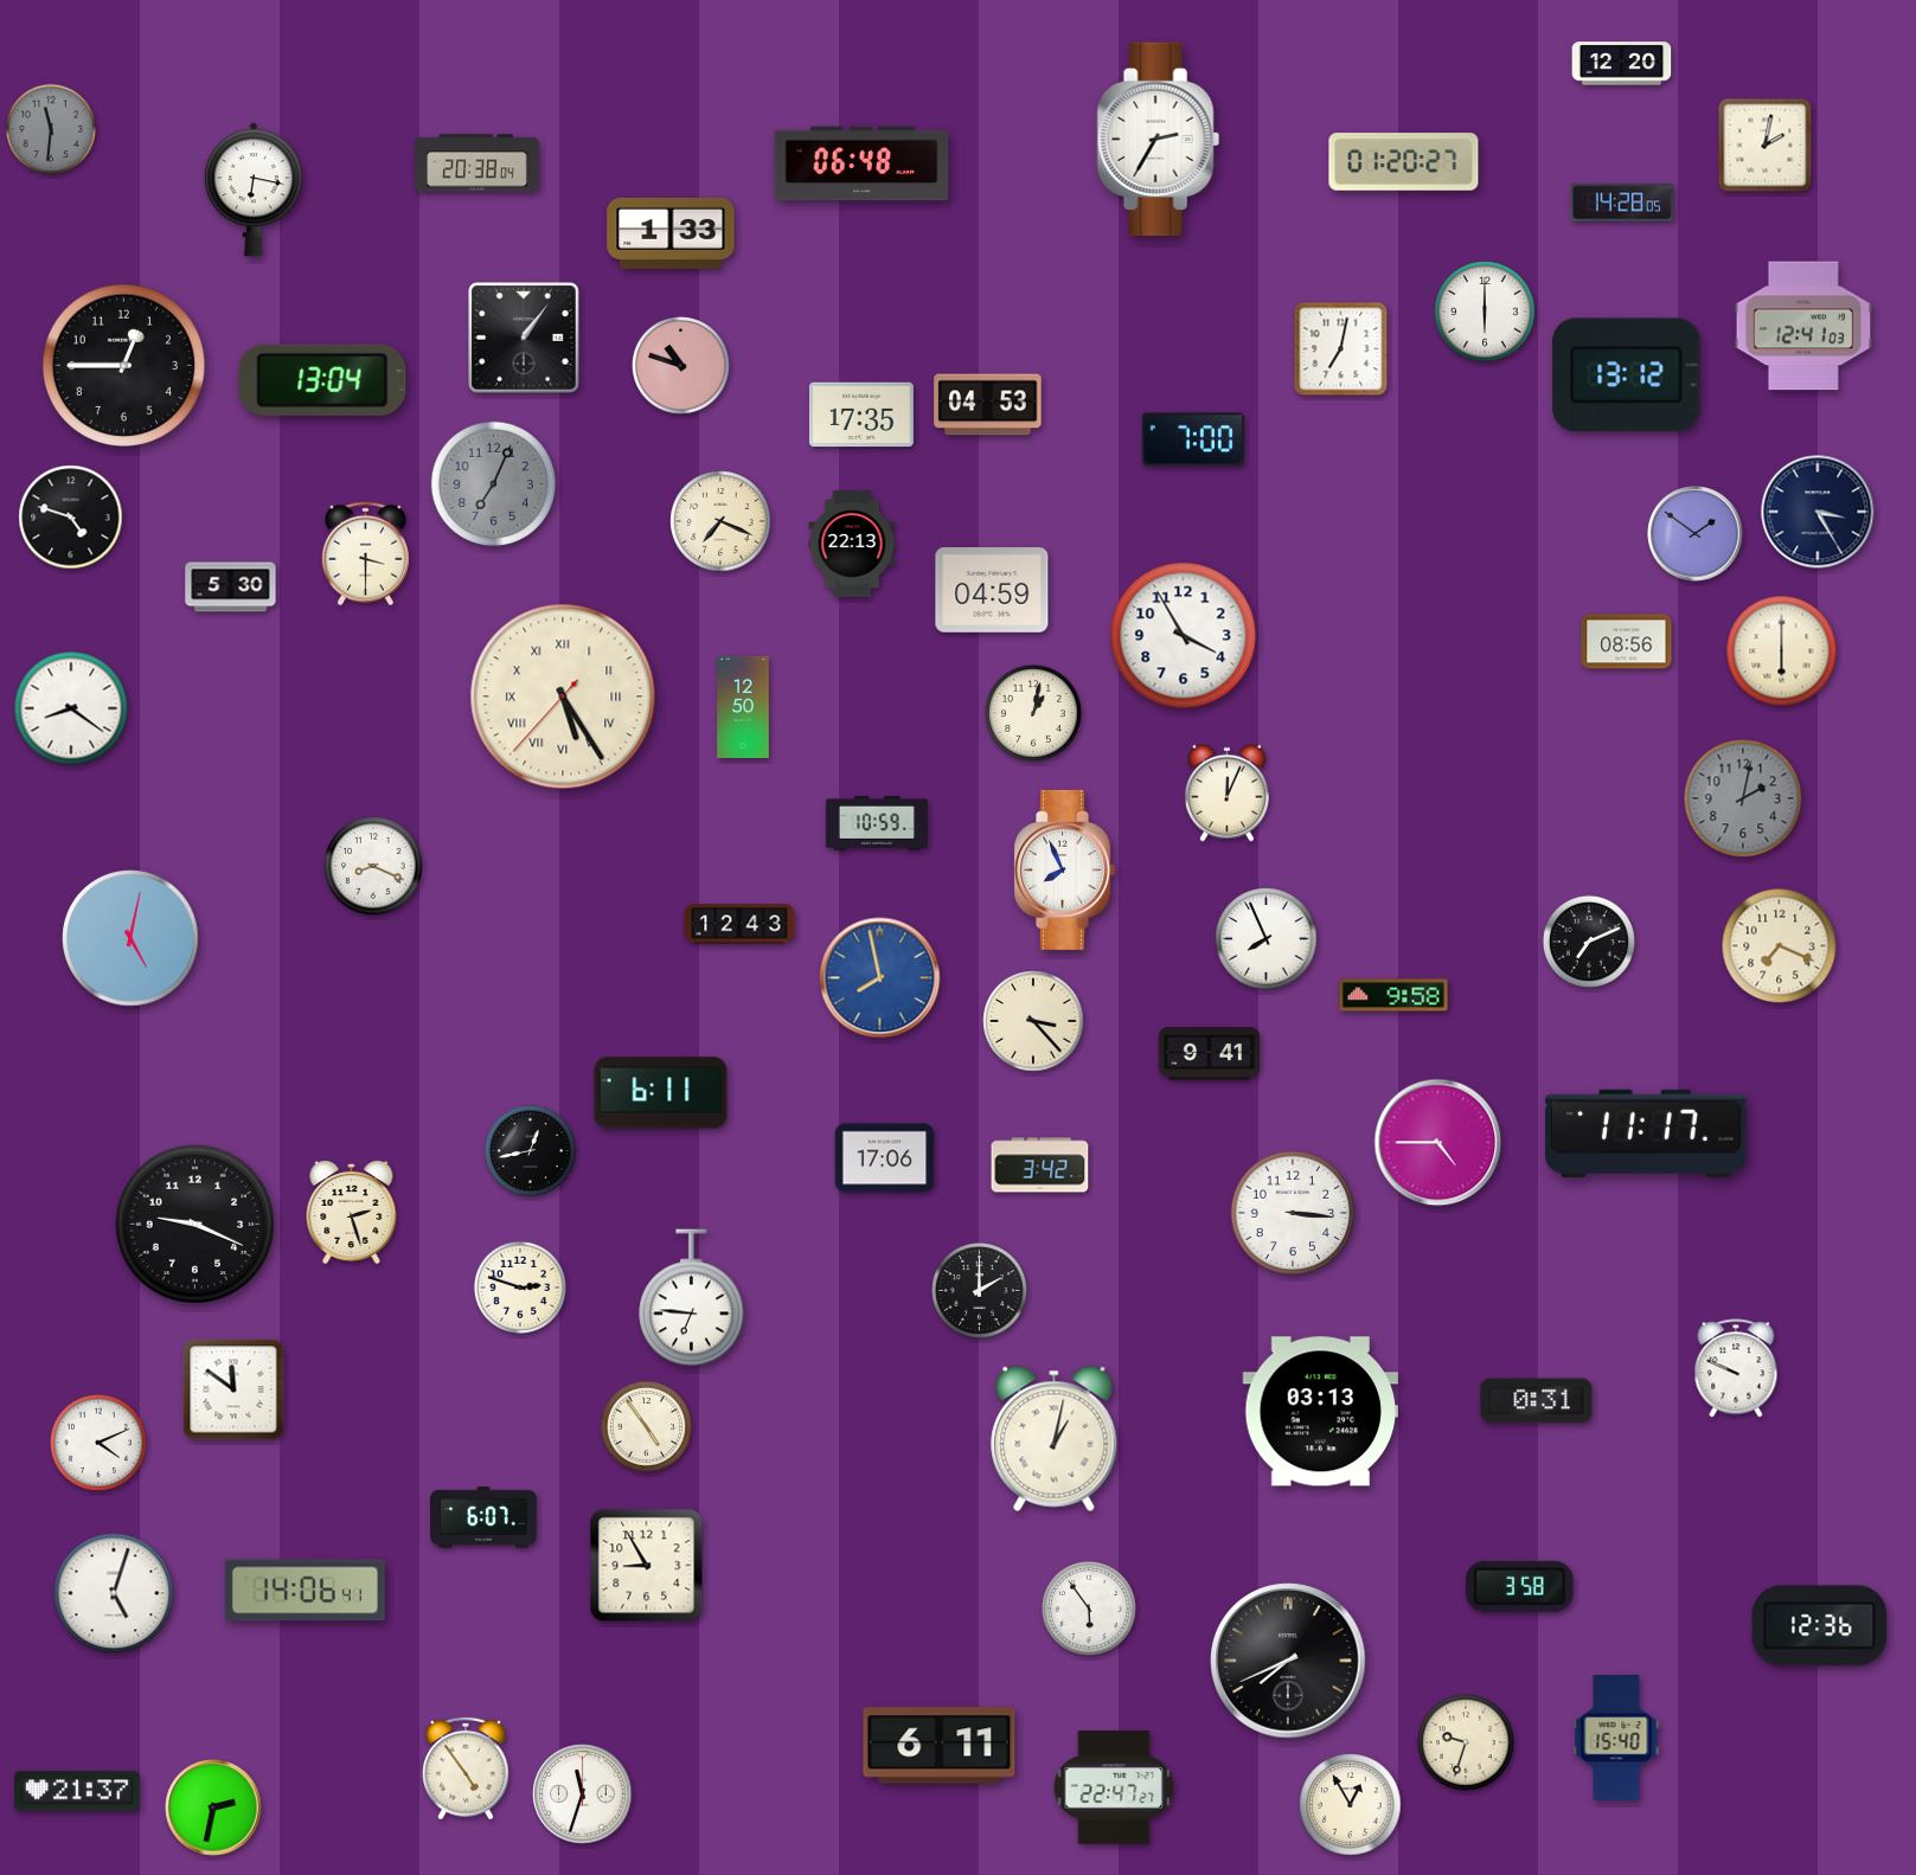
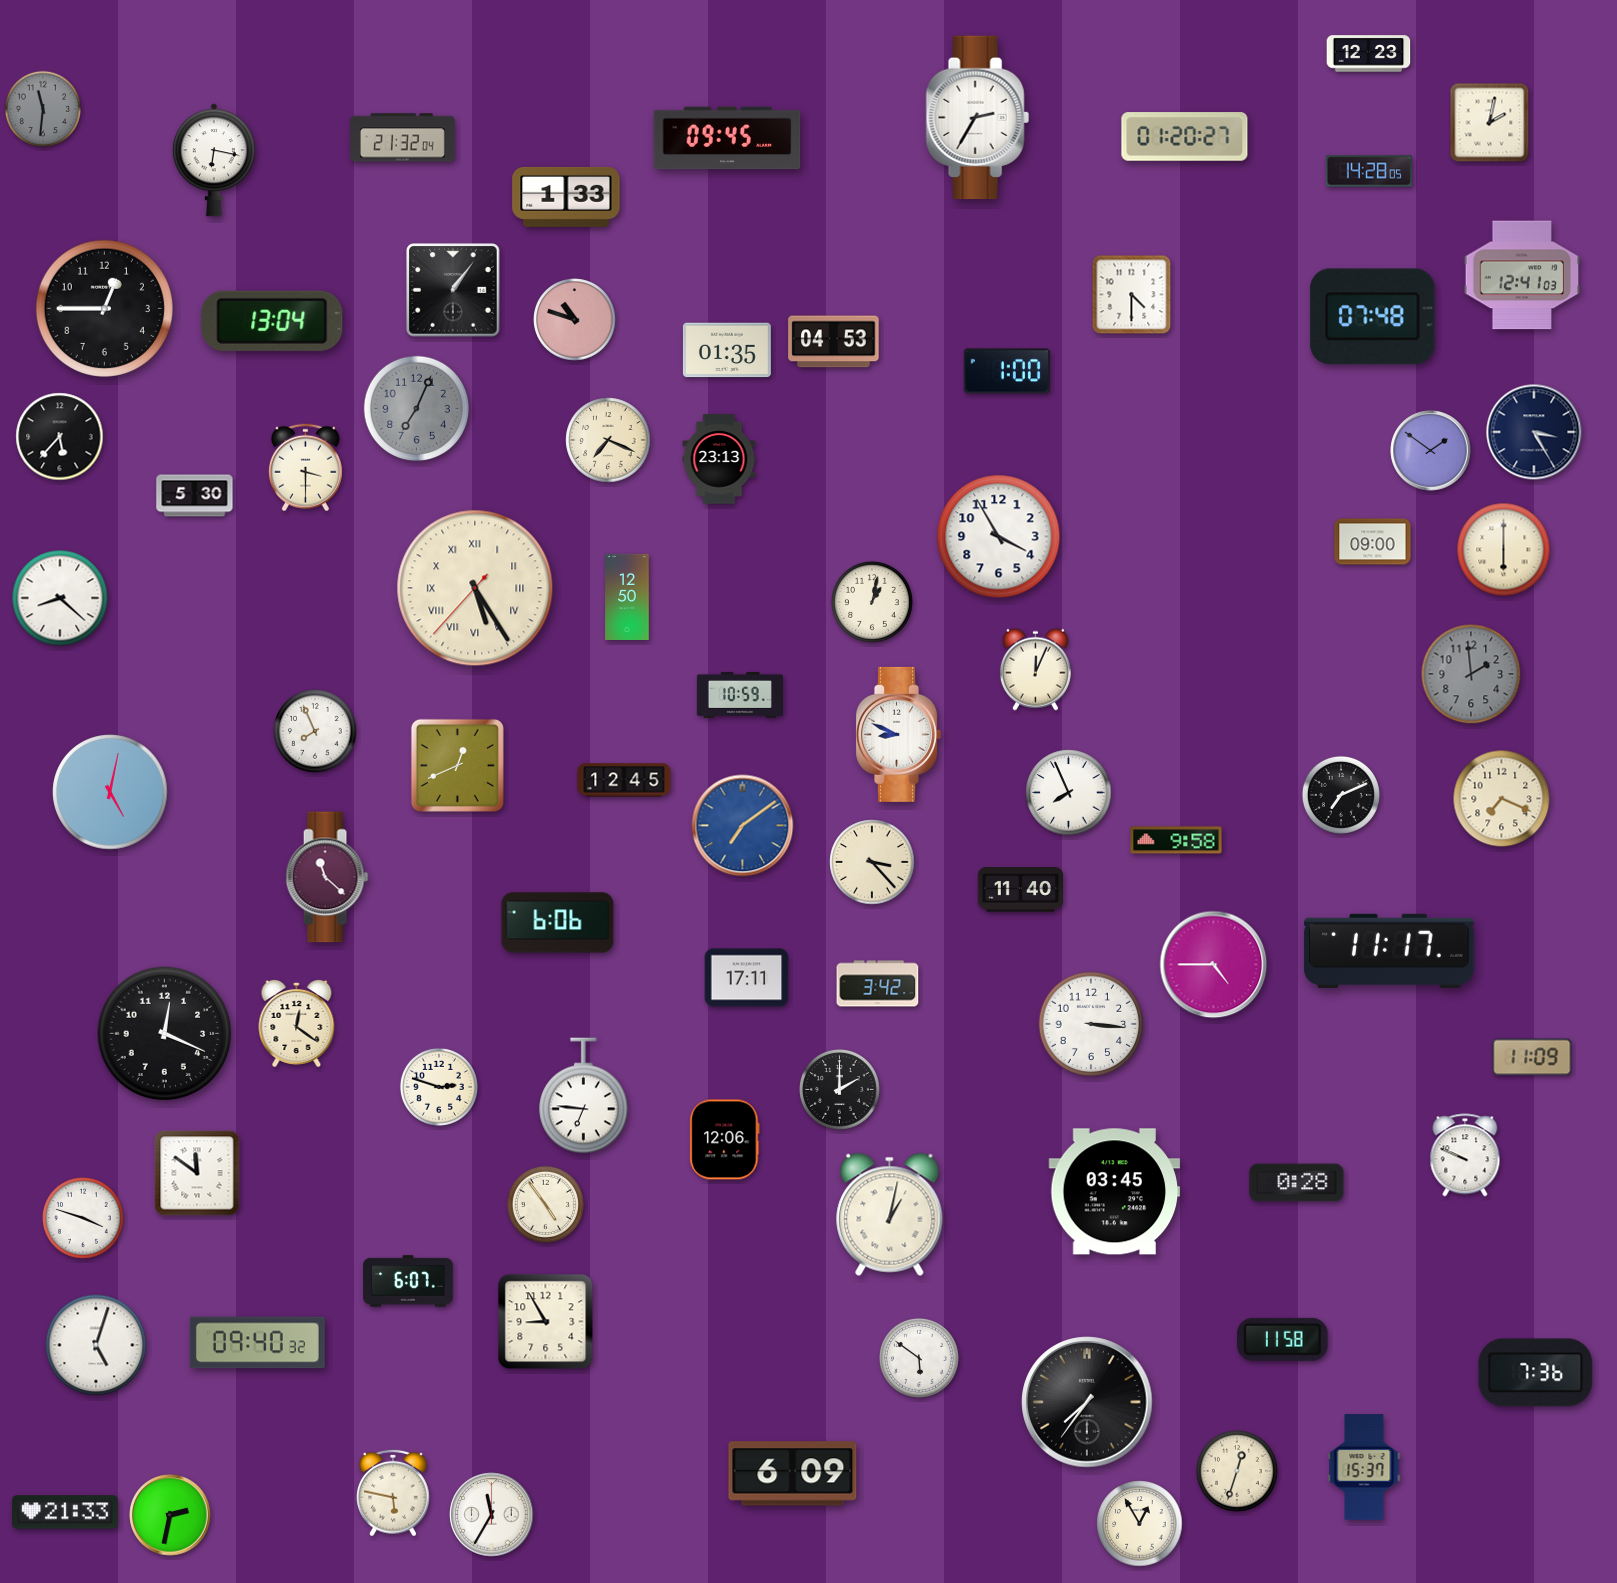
clock at (1622, 64): 12:20 -> 12:23
clock at (478, 163): 20:38 -> 21:32
clock at (861, 163): 06:48 -> 09:45
clock at (1485, 312): 6:00 -> none
clock at (524, 338) position: (524, 338) -> (453, 290)
clock at (1341, 349): 7:02 -> 4:30
clock at (681, 366) position: (681, 366) -> (575, 320)
clock at (1627, 375): 13:12 -> 07:48
clock at (861, 415): 17:35 -> 01:35
clock at (1193, 439): 7:00 -> 1:00
clock at (71, 518): 4:48 -> 5:37
clock at (852, 544): 22:13 -> 23:13
clock at (365, 554) position: (365, 554) -> (305, 468)
clock at (992, 591): 04:59 -> none
clock at (1627, 642): 08:56 -> 09:00
clock at (71, 708): 8:21 -> 8:22
clock at (1743, 798): 2:02 -> 1:59
clock at (373, 866): 8:19 -> 7:56
clock at (1064, 869): 7:56 -> 8:49
clock at (457, 765): none -> 12:41
clock at (739, 924): 12:43 -> 12:45
clock at (880, 978): 7:58 -> 7:09
clock at (327, 877): none -> 11:22
clock at (1210, 1054): 9:41 -> 11:40
clock at (661, 1093): 6:11 -> 6:06
clock at (1646, 1134) position: (1646, 1134) -> (1389, 951)
clock at (530, 1150): 12:43 -> none
clock at (885, 1158): 17:06 -> 17:11
clock at (352, 1212): 2:27 -> 12:21
clock at (196, 1225): 9:19 -> 12:19
clock at (1532, 1057): none -> 11:09
clock at (979, 1290) position: (979, 1290) -> (839, 1089)
clock at (725, 1140): none -> 12:06
clock at (1537, 1401): 0:31 -> 0:28
clock at (1321, 1412): 03:13 -> 03:45
clock at (100, 1444): 4:11 -> 3:48
clock at (1520, 1586): 3:58 -> 11:58
clock at (305, 1591): 14:06 -> 09:40
clock at (1089, 1608): 5:54 -> 5:51
clock at (1820, 1626): 12:36 -> 7:36
clock at (1288, 1661): 7:41 -> 7:36
clock at (1616, 1738): 15:40 -> 15:37
clock at (1467, 1744): 9:33 -> 12:33
clock at (940, 1746): 6:11 -> 6:09
clock at (467, 1768): 4:54 -> 5:47
clock at (1114, 1787): 22:47 -> none
clock at (77, 1791): 21:37 -> 21:33
clock at (583, 1794): 11:33 -> 11:35
clock at (213, 1807) position: (213, 1807) -> (170, 1515)
